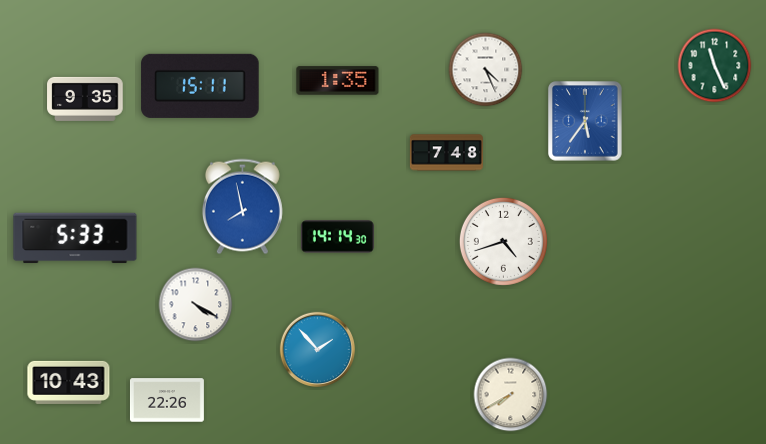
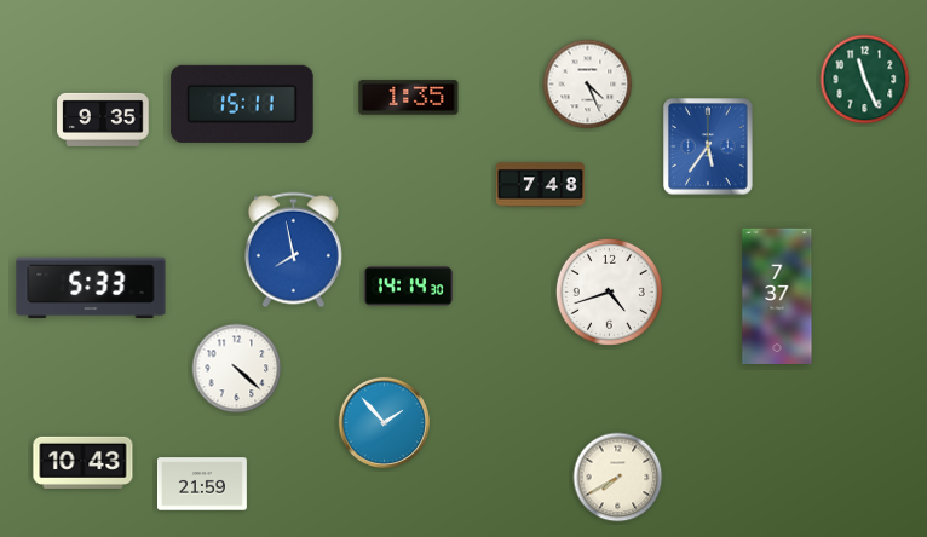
clock at (777, 295): none -> 7:37
clock at (196, 305): 4:20 -> 4:22
clock at (167, 400): 22:26 -> 21:59
